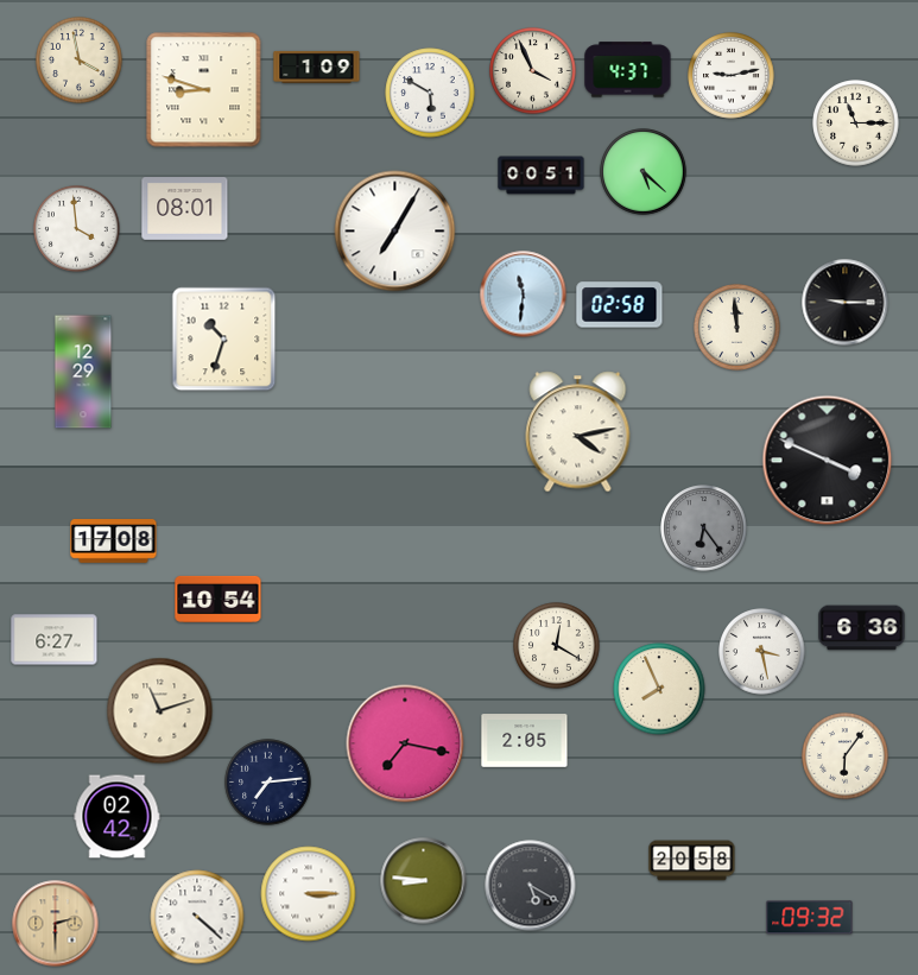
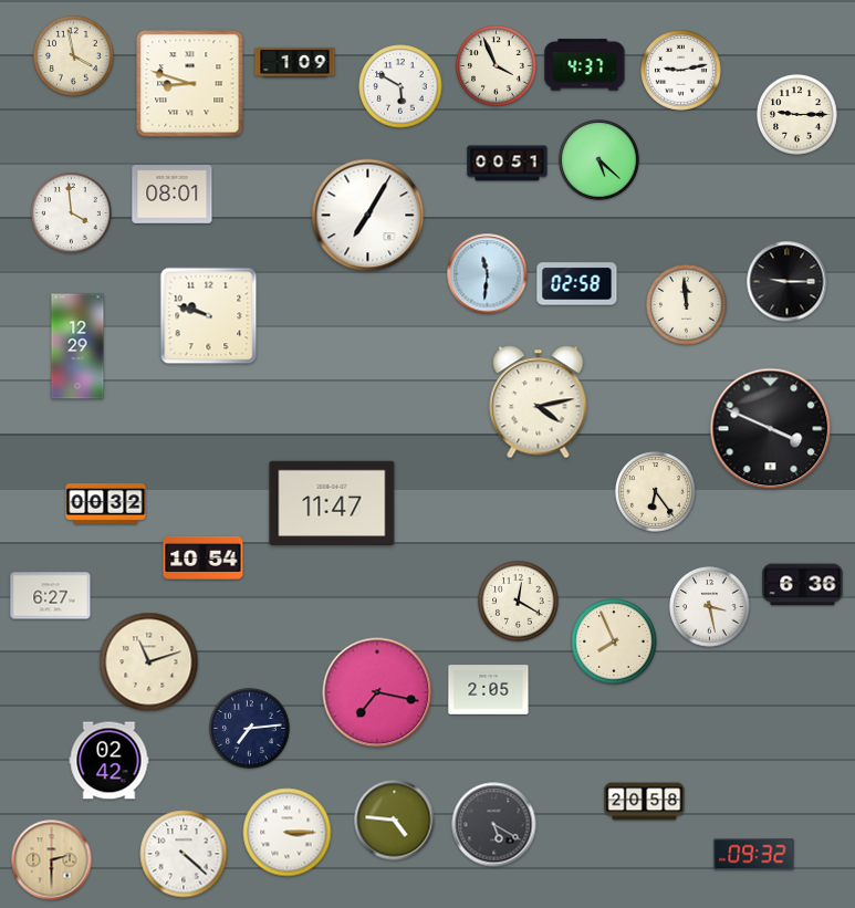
clock at (856, 124): 11:15 -> 9:15
clock at (542, 176) position: (542, 176) -> (508, 164)
clock at (224, 340): 10:33 -> 9:48
clock at (704, 528) dial: grey -> cream
clock at (332, 502): none -> 11:47
clock at (114, 542): 17:08 -> 00:32
clock at (846, 756): 6:06 -> none
clock at (424, 881): 8:46 -> 4:46
